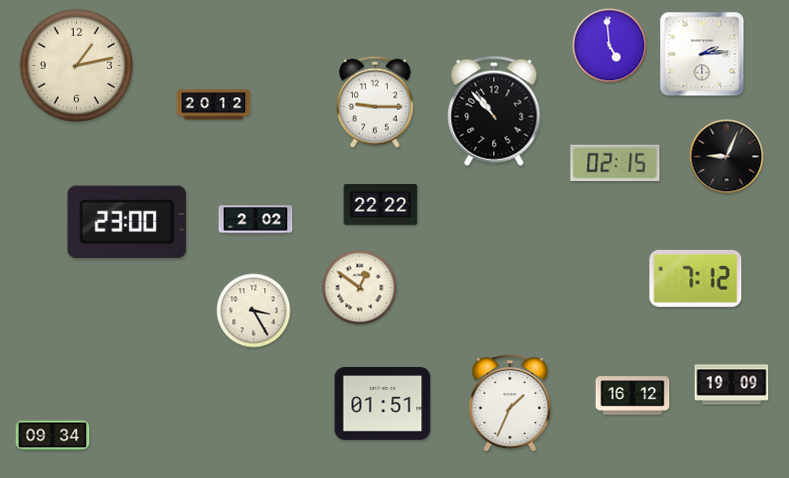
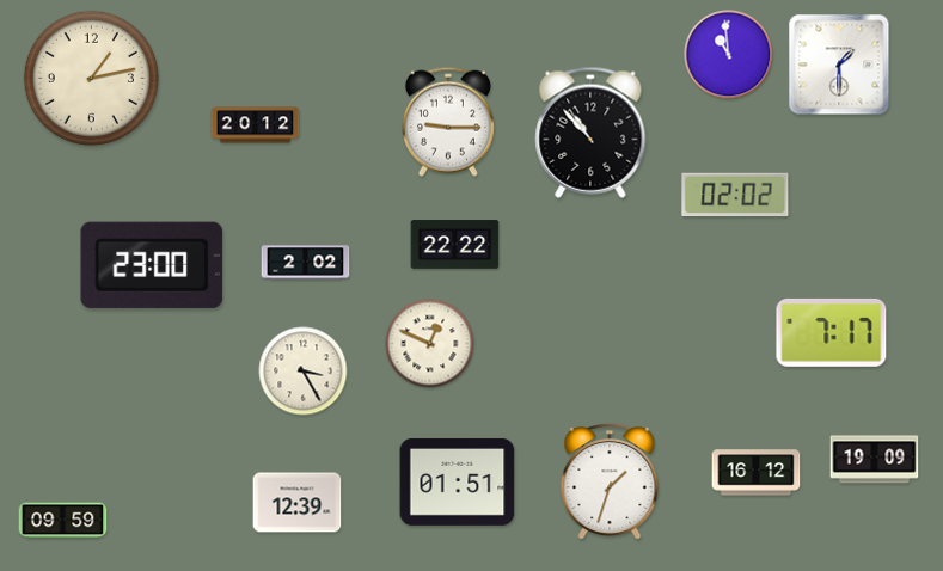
clock at (610, 46): 4:59 -> 10:59
clock at (702, 54): 2:14 -> 1:30
clock at (727, 157): 9:04 -> none
clock at (615, 163): 02:15 -> 02:02
clock at (696, 278): 7:12 -> 7:17
clock at (360, 288): 12:51 -> 12:49
clock at (510, 404): 1:34 -> 1:33
clock at (298, 503): none -> 12:39
clock at (53, 436): 09:34 -> 09:59
